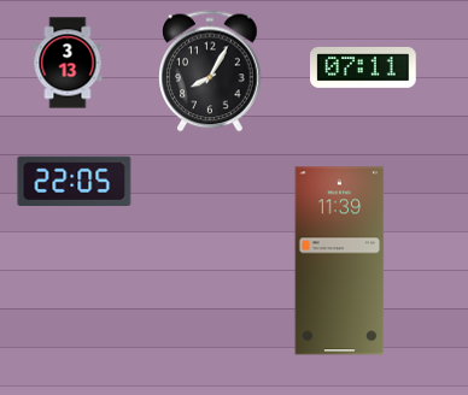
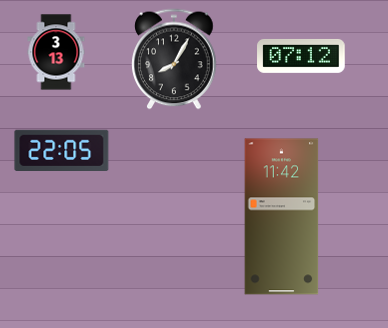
clock at (363, 67): 07:11 -> 07:12
clock at (340, 261): 11:39 -> 11:42
